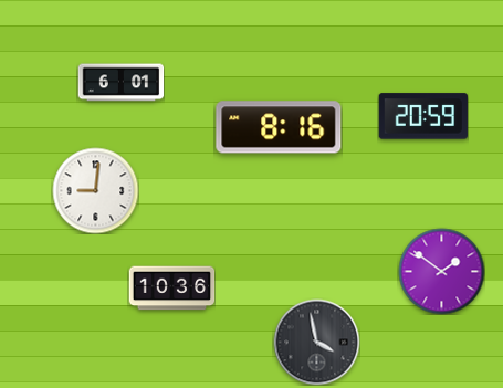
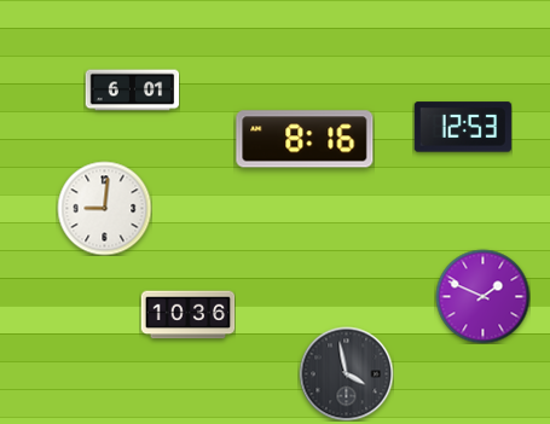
clock at (423, 116): 20:59 -> 12:53
clock at (441, 271): 1:51 -> 1:49
